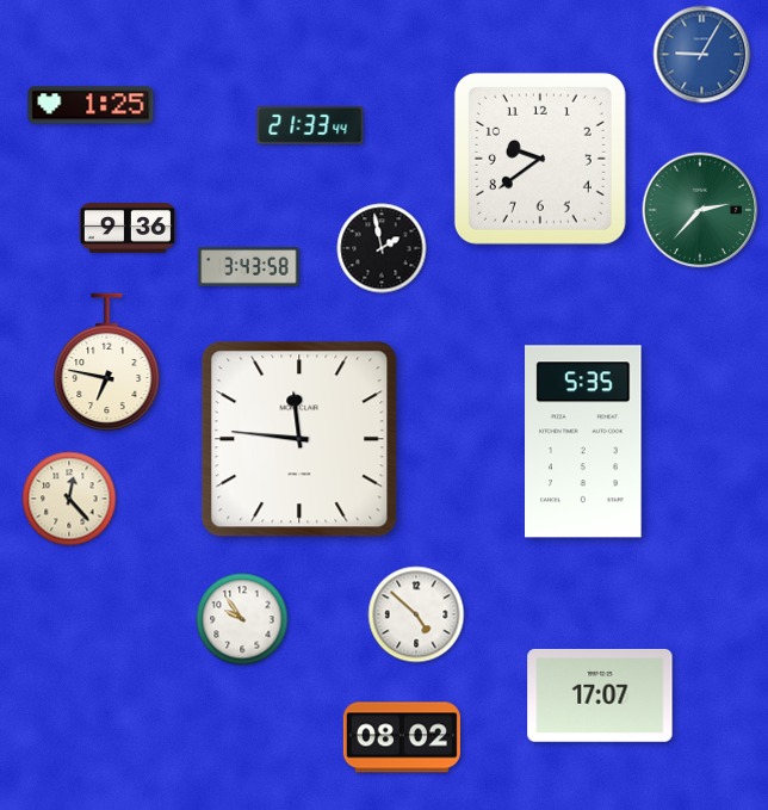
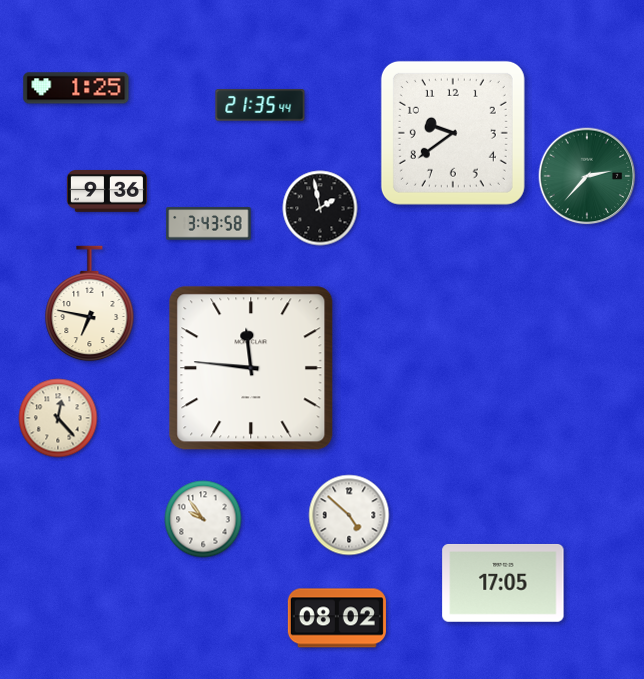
clock at (702, 55): 9:05 -> none
clock at (310, 125): 21:33 -> 21:35
clock at (583, 441): 5:35 -> none
clock at (600, 695): 17:07 -> 17:05
